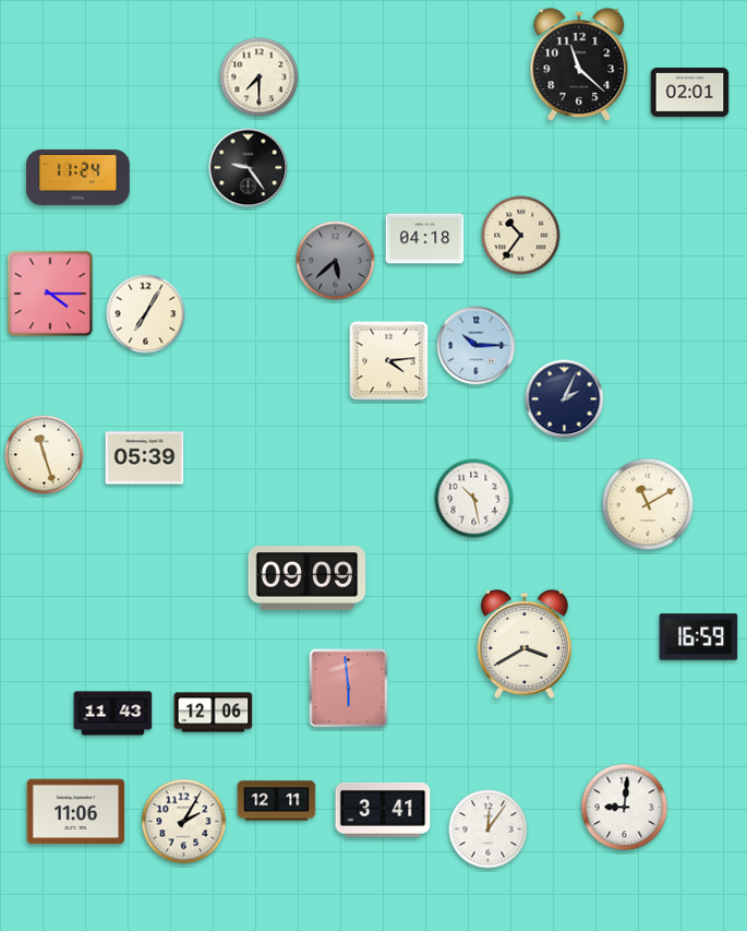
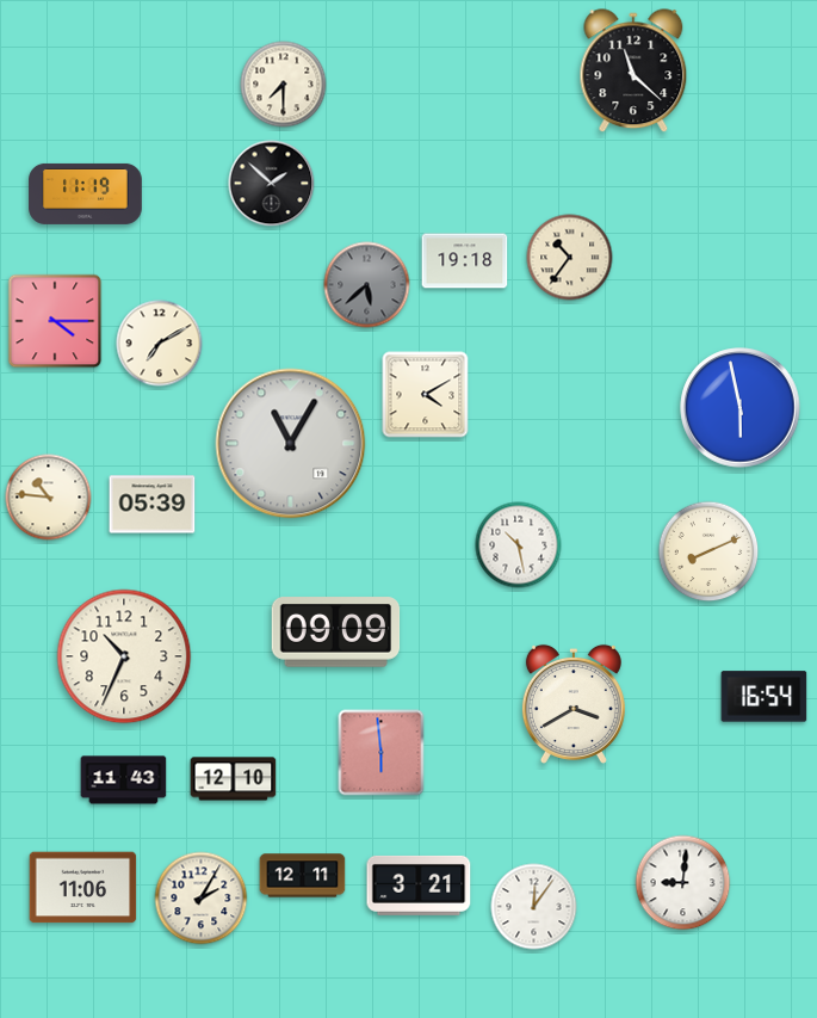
clock at (690, 92): 02:01 -> none
clock at (249, 168): 9:24 -> 1:52
clock at (79, 177): 11:24 -> 11:19
clock at (425, 239): 04:18 -> 19:18
clock at (146, 314): 7:05 -> 7:10
clock at (477, 346): 10:15 -> none
clock at (389, 361): 4:14 -> 4:10
clock at (741, 408): none -> 5:58
clock at (565, 399): 2:04 -> none
clock at (291, 444): none -> 11:05
clock at (45, 455): 11:27 -> 10:46
clock at (145, 458) position: (145, 458) -> (153, 505)
clock at (648, 504): 11:10 -> 8:11
clock at (124, 656): none -> 10:34
clock at (699, 637): 16:59 -> 16:54
clock at (214, 713): 12:06 -> 12:10
clock at (383, 810): 3:41 -> 3:21
